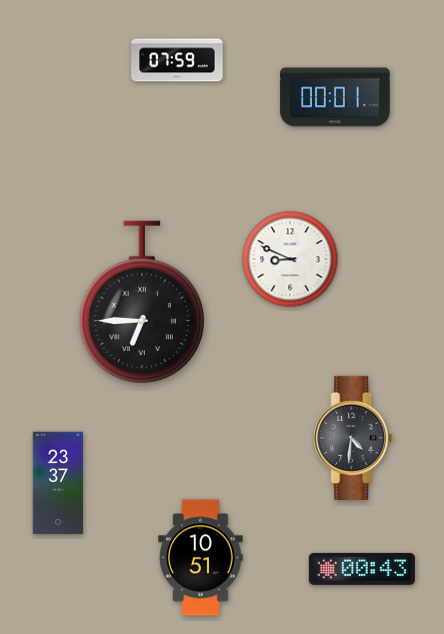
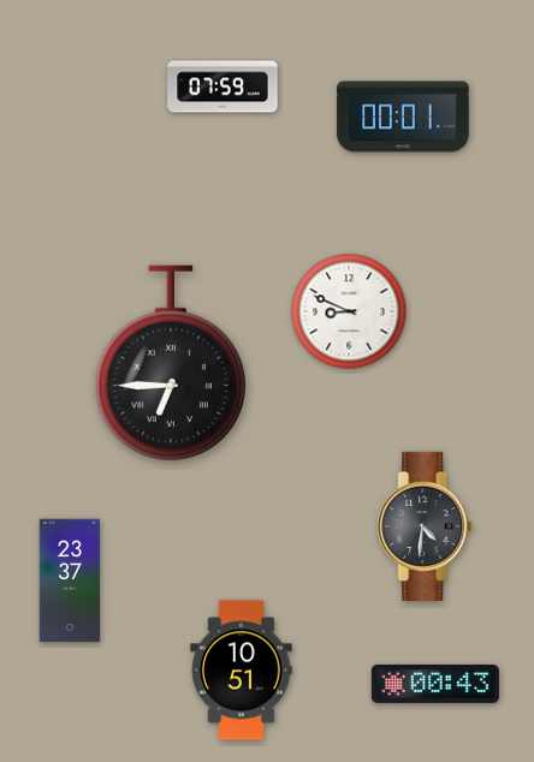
clock at (177, 60) position: (177, 60) -> (222, 87)
